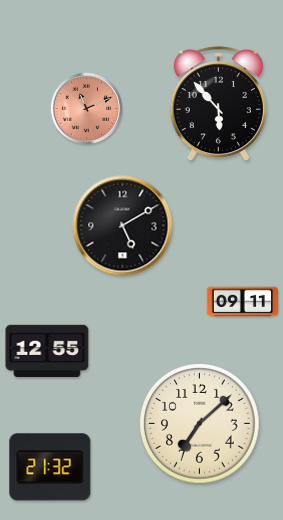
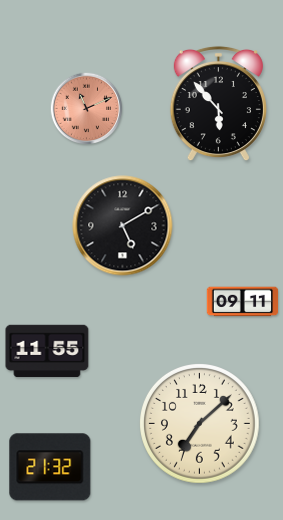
clock at (47, 351): 12:55 -> 11:55
